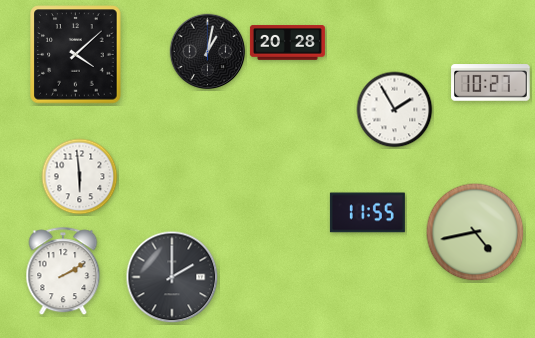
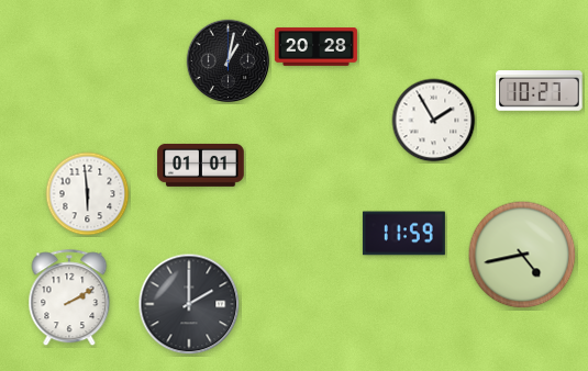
clock at (208, 52) position: (208, 52) -> (229, 61)
clock at (76, 55): 4:08 -> none
clock at (201, 165): none -> 01:01
clock at (367, 213): 11:55 -> 11:59
